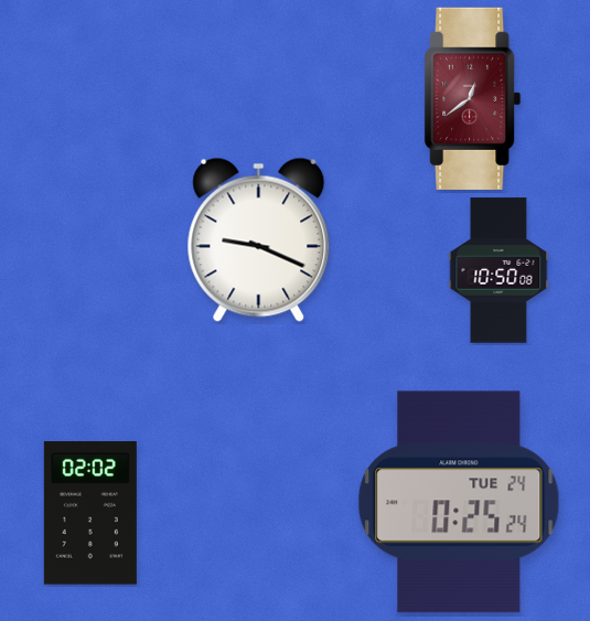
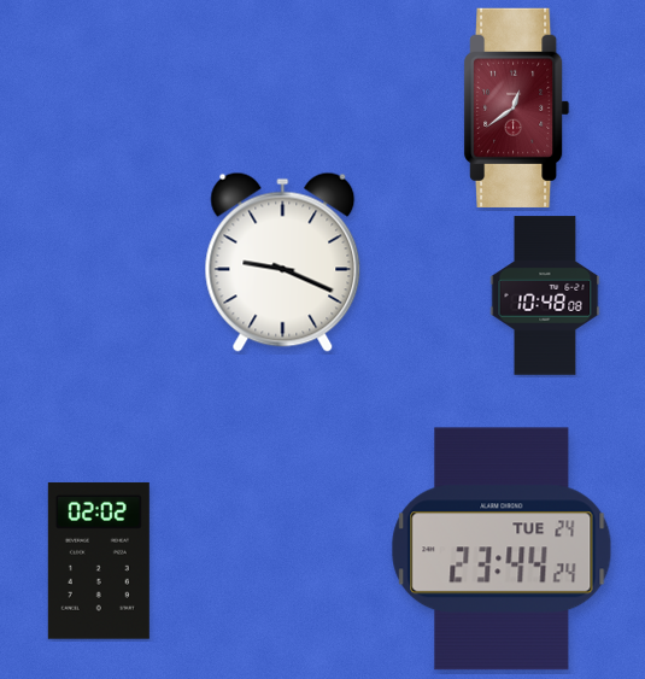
clock at (498, 270): 10:50 -> 10:48
clock at (459, 502): 0:25 -> 23:44
